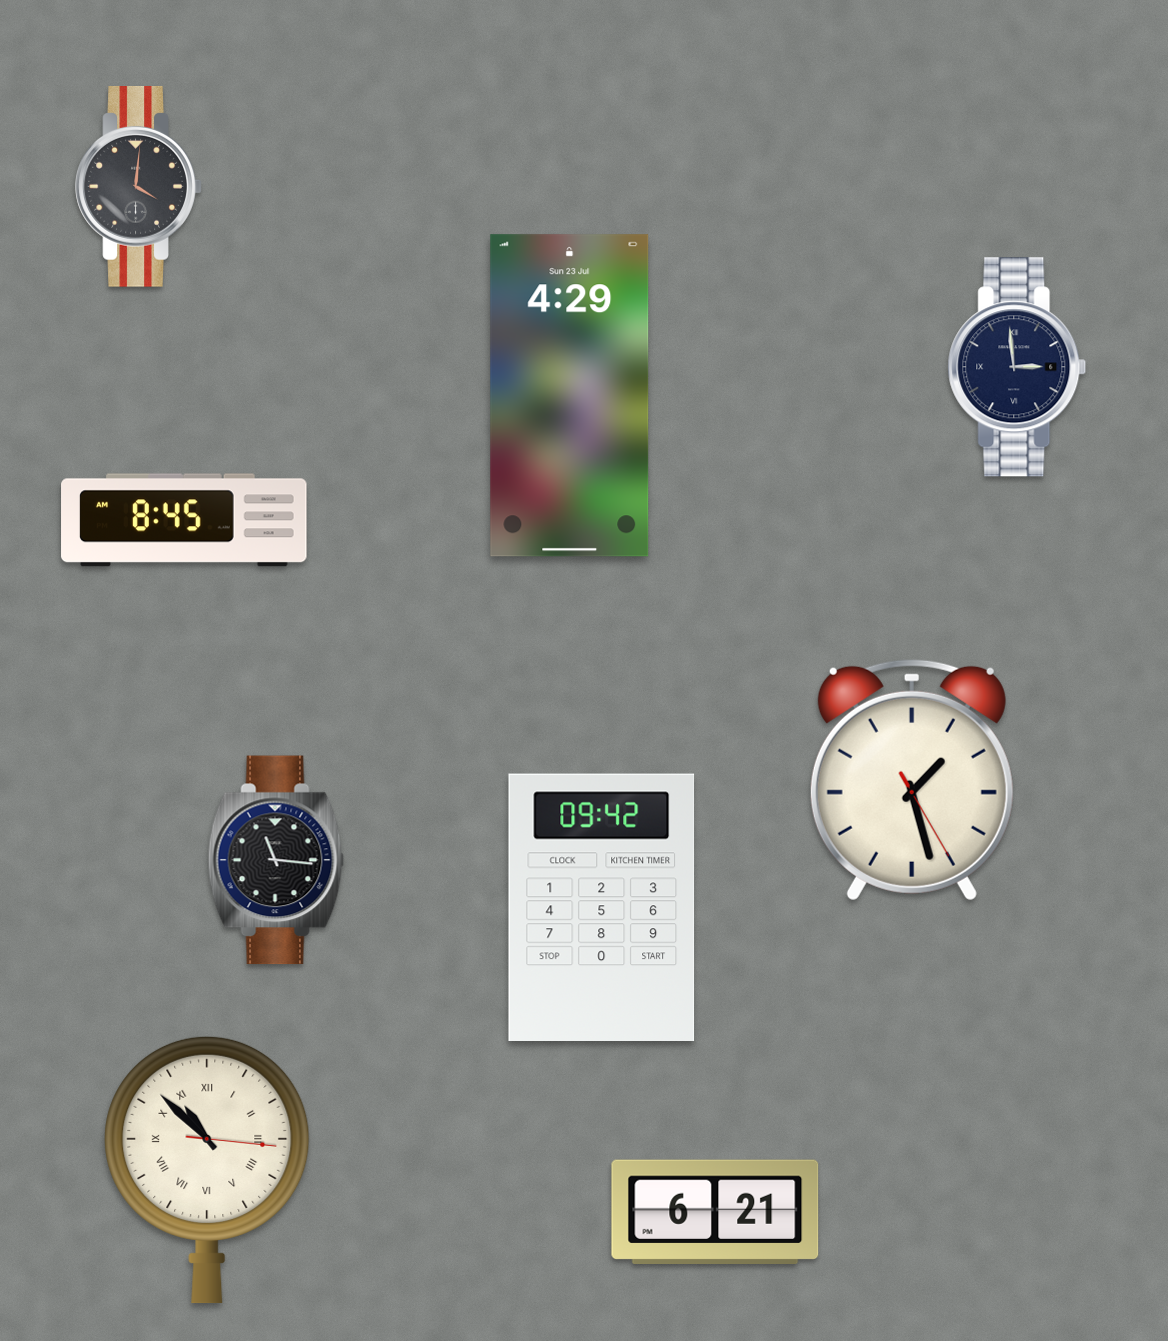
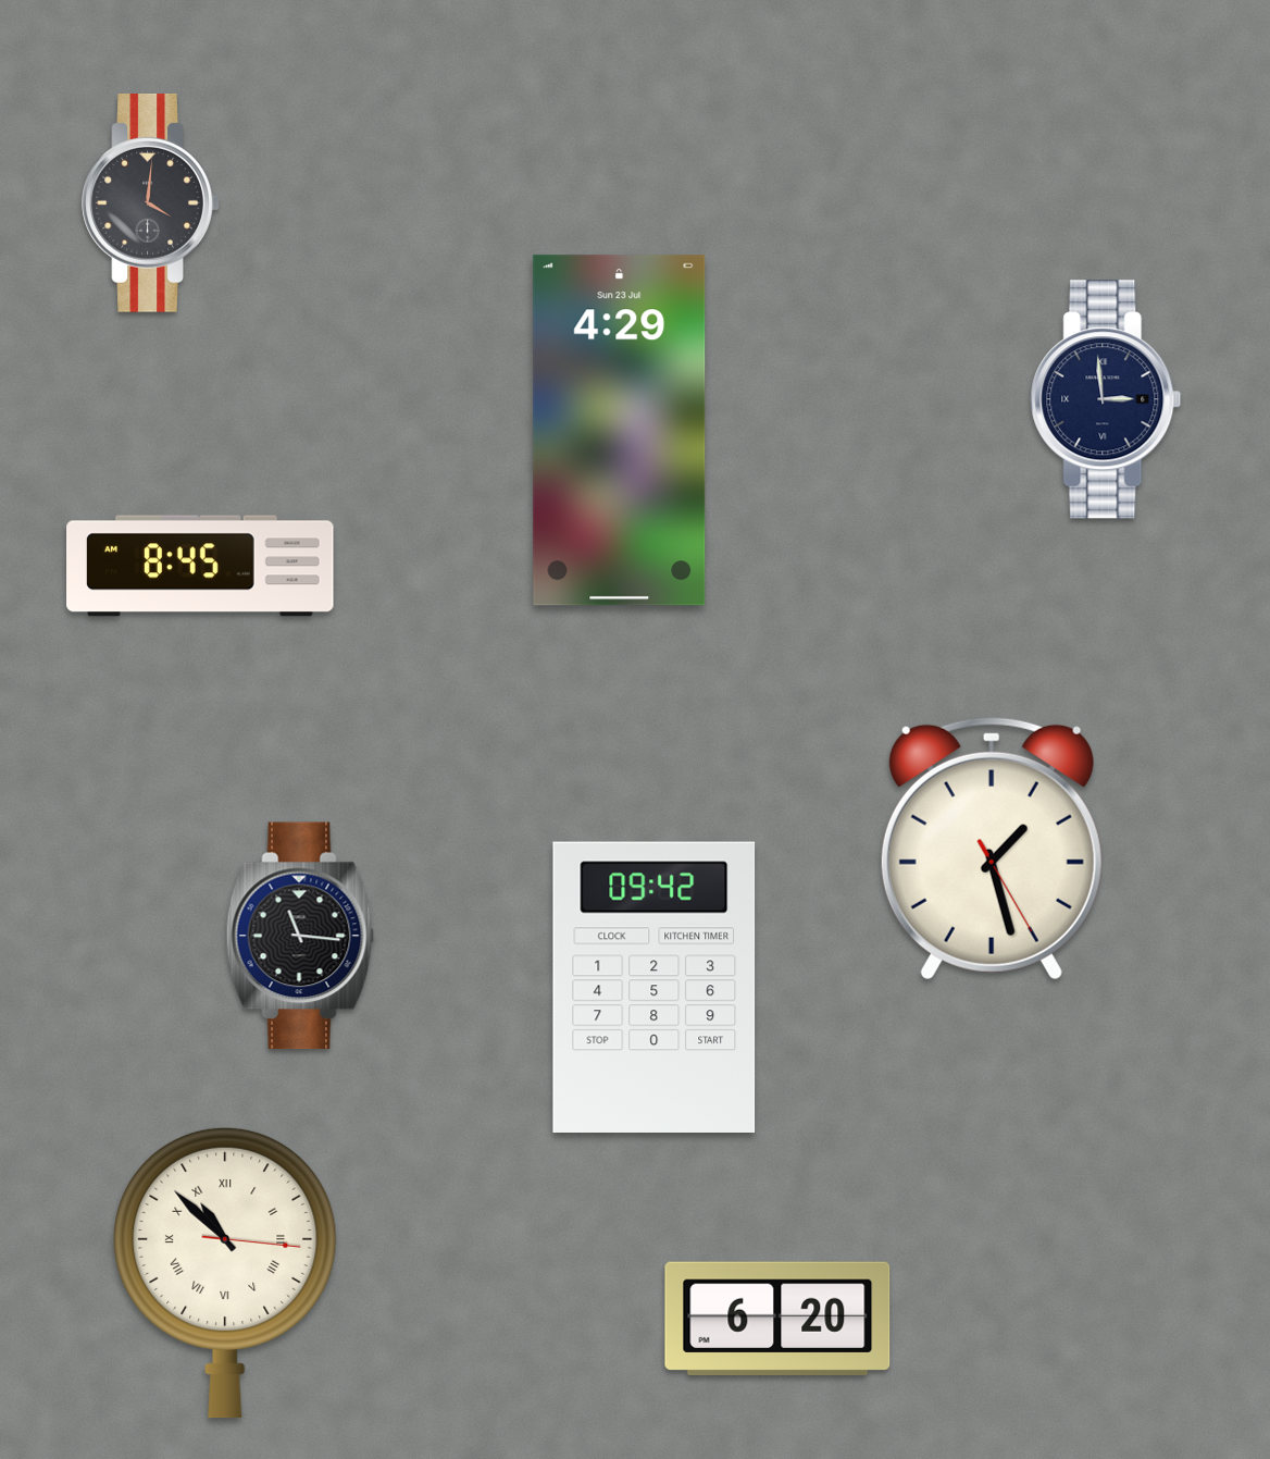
clock at (715, 1211): 6:21 -> 6:20
